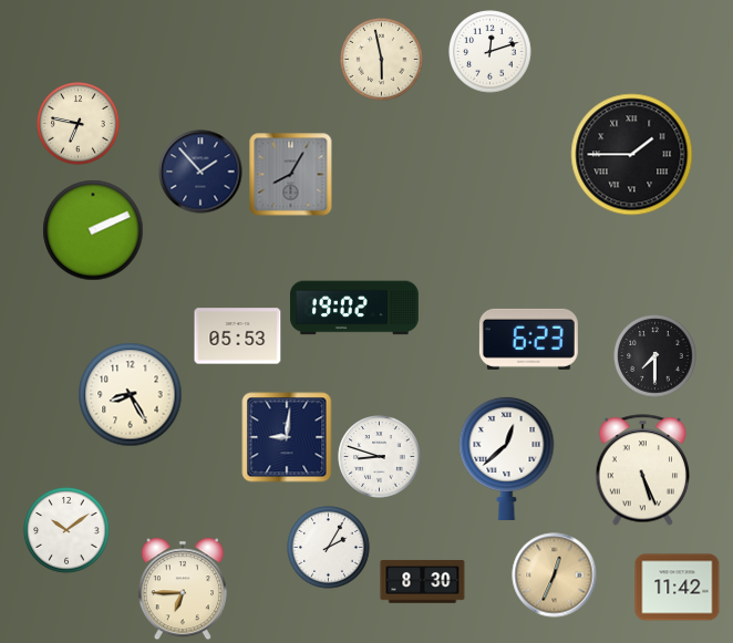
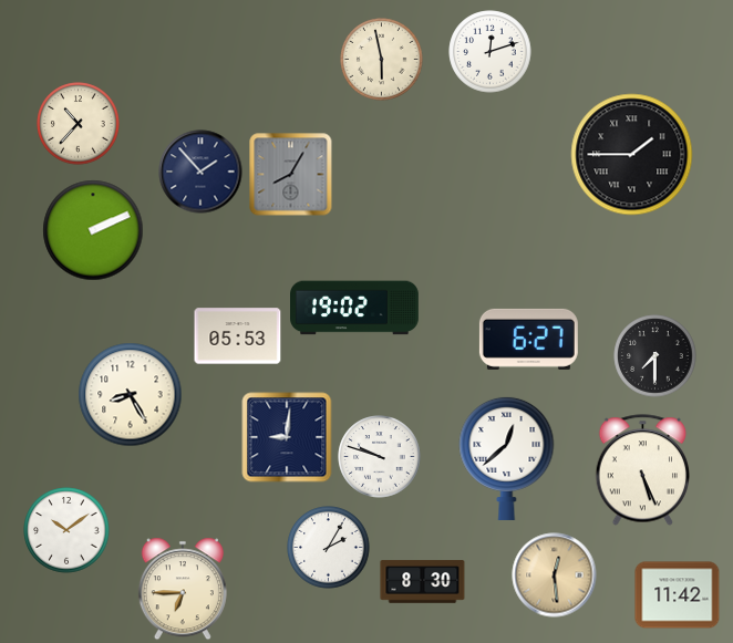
clock at (79, 124): 6:47 -> 10:37
clock at (528, 339): 6:23 -> 6:27
clock at (380, 457): 8:48 -> 9:48
clock at (555, 575): 12:34 -> 12:29
clock at (678, 588) position: (678, 588) -> (678, 595)
